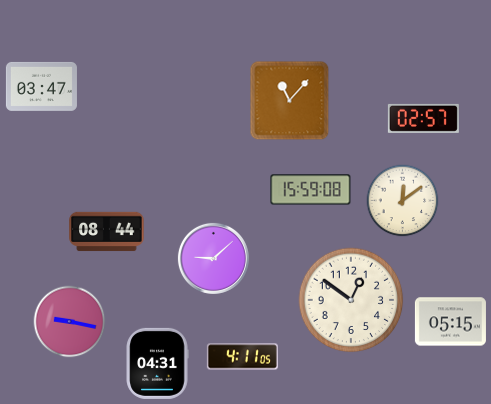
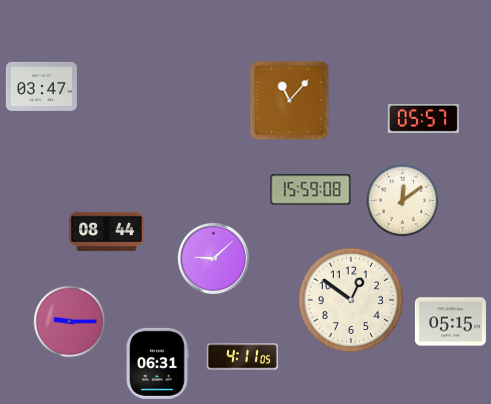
clock at (423, 118): 02:57 -> 05:57
clock at (70, 322): 9:17 -> 9:15
clock at (157, 363): 04:31 -> 06:31
